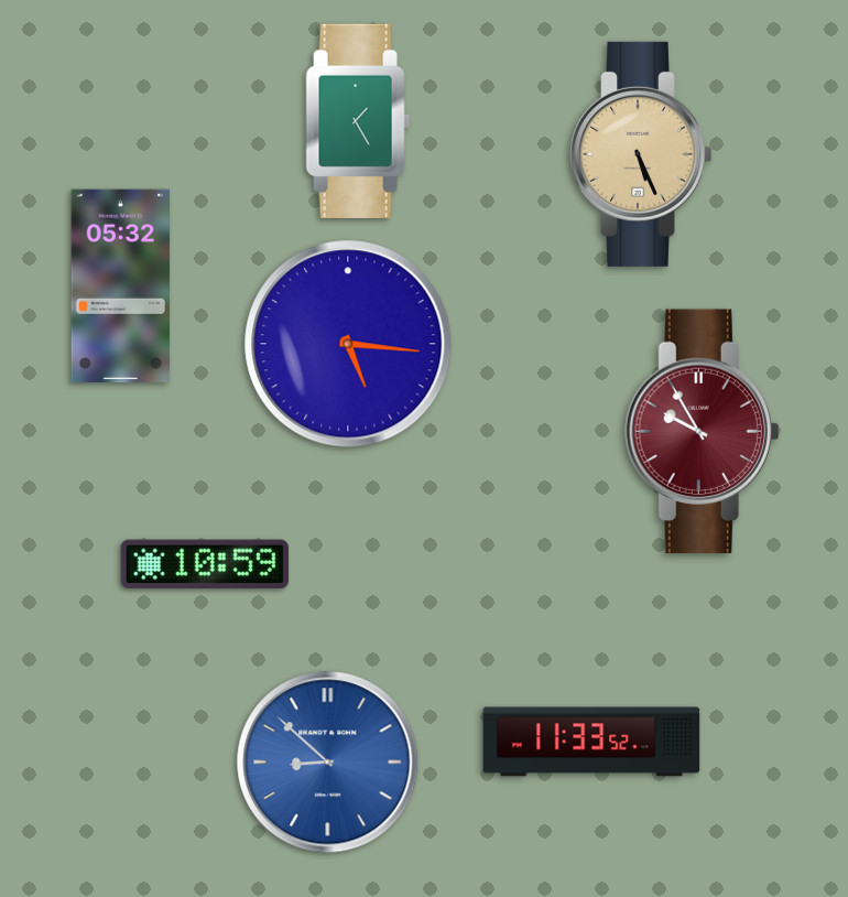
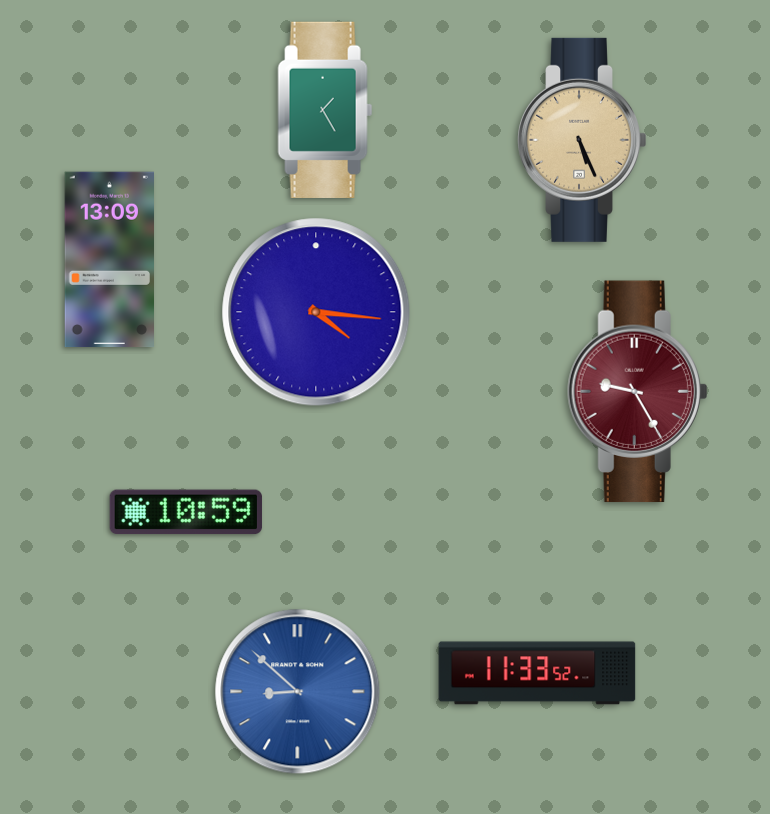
clock at (120, 287): 05:32 -> 13:09
clock at (348, 344): 5:16 -> 4:16
clock at (703, 432): 9:55 -> 9:25
